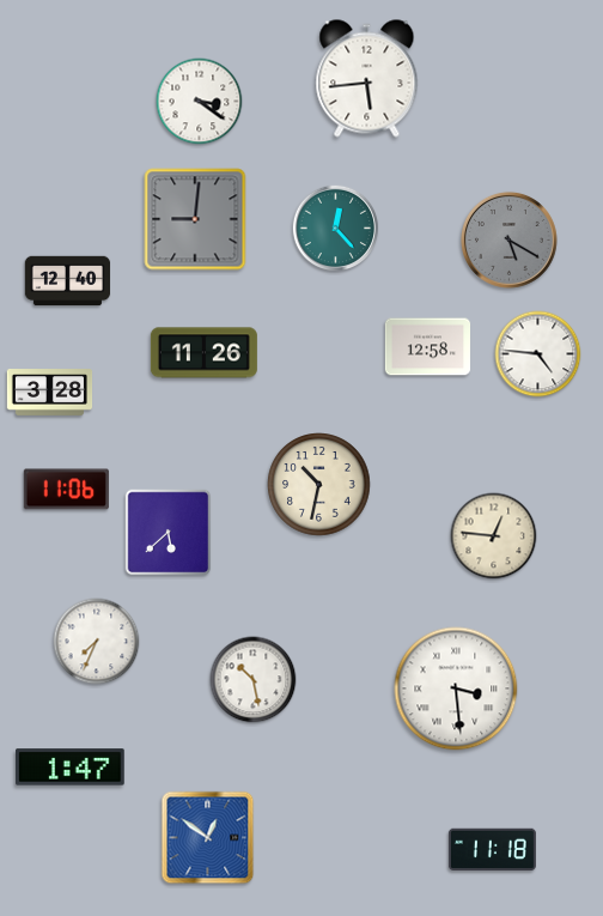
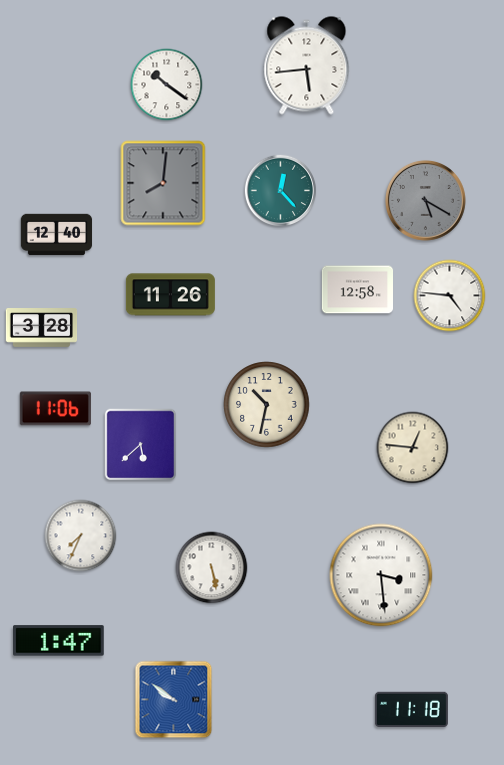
clock at (200, 102): 3:21 -> 10:21
clock at (195, 219): 9:01 -> 8:01
clock at (254, 680): 10:28 -> 5:28
clock at (208, 838): 12:51 -> 9:51
